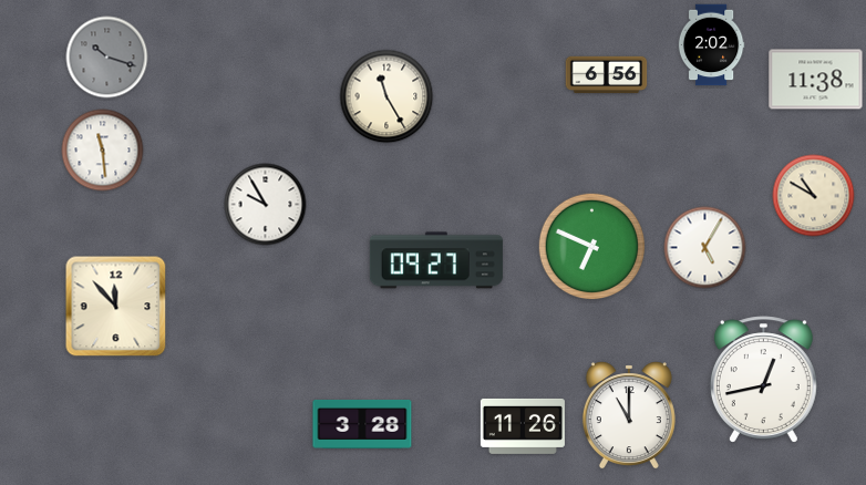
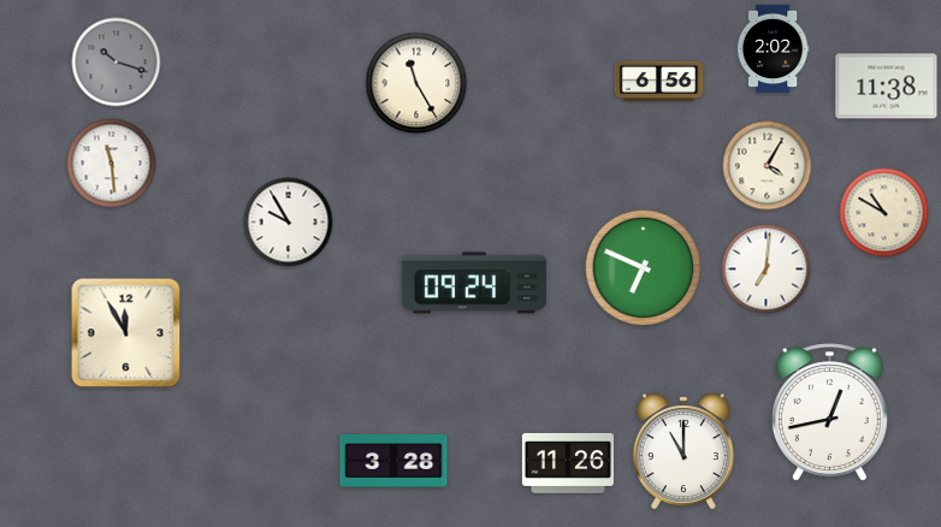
clock at (386, 96) position: (386, 96) -> (416, 83)
clock at (768, 166): none -> 4:05
clock at (705, 248): 5:05 -> 7:01
clock at (436, 260): 09:27 -> 09:24
clock at (116, 307): 11:53 -> 11:55
